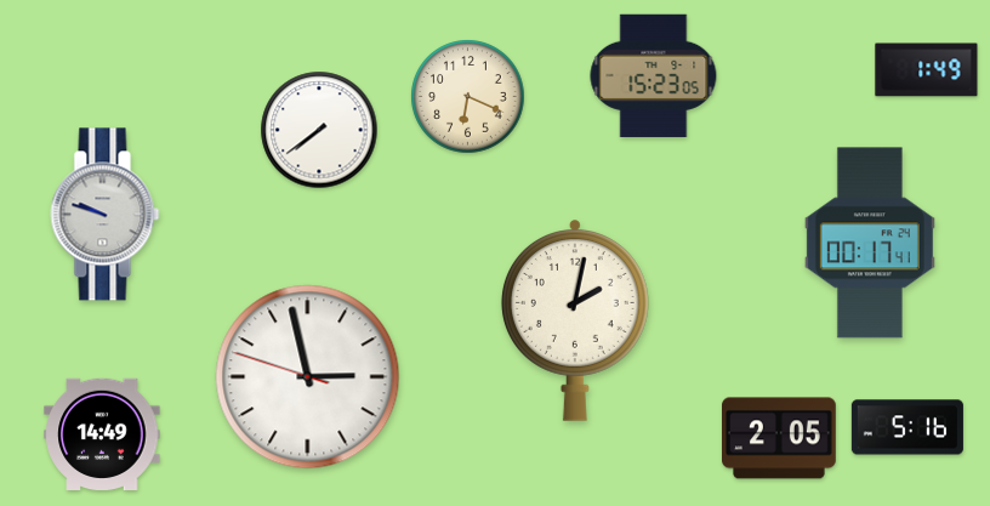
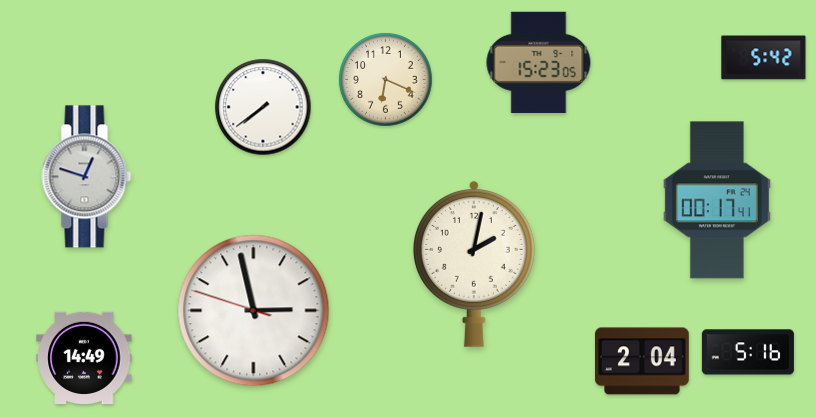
clock at (927, 70): 1:49 -> 5:42
clock at (106, 215): 9:48 -> 12:48
clock at (780, 438): 2:05 -> 2:04
